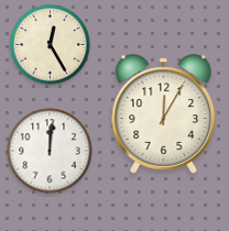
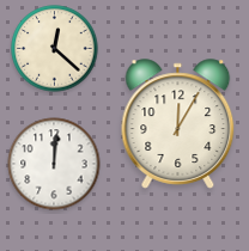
clock at (51, 45): 12:25 -> 12:22
